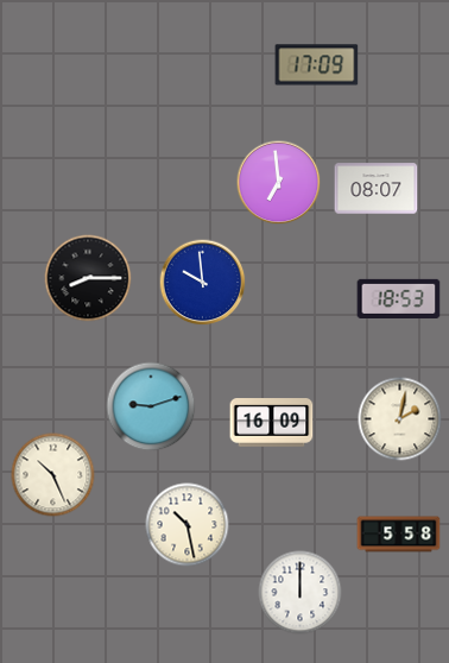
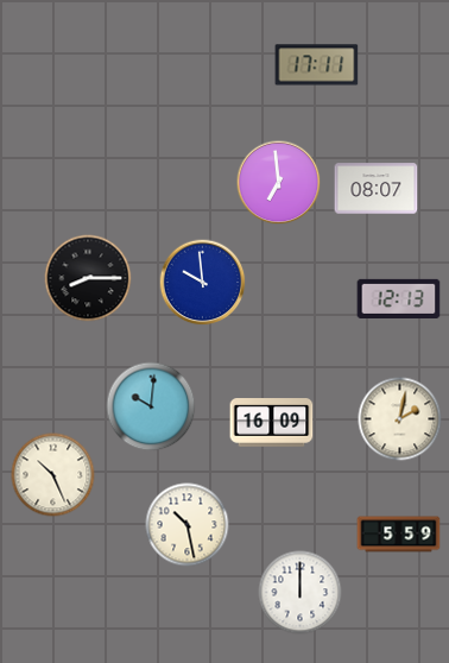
clock at (317, 65): 17:09 -> 17:11
clock at (399, 298): 18:53 -> 12:13
clock at (151, 406): 9:12 -> 10:01
clock at (399, 535): 5:58 -> 5:59
